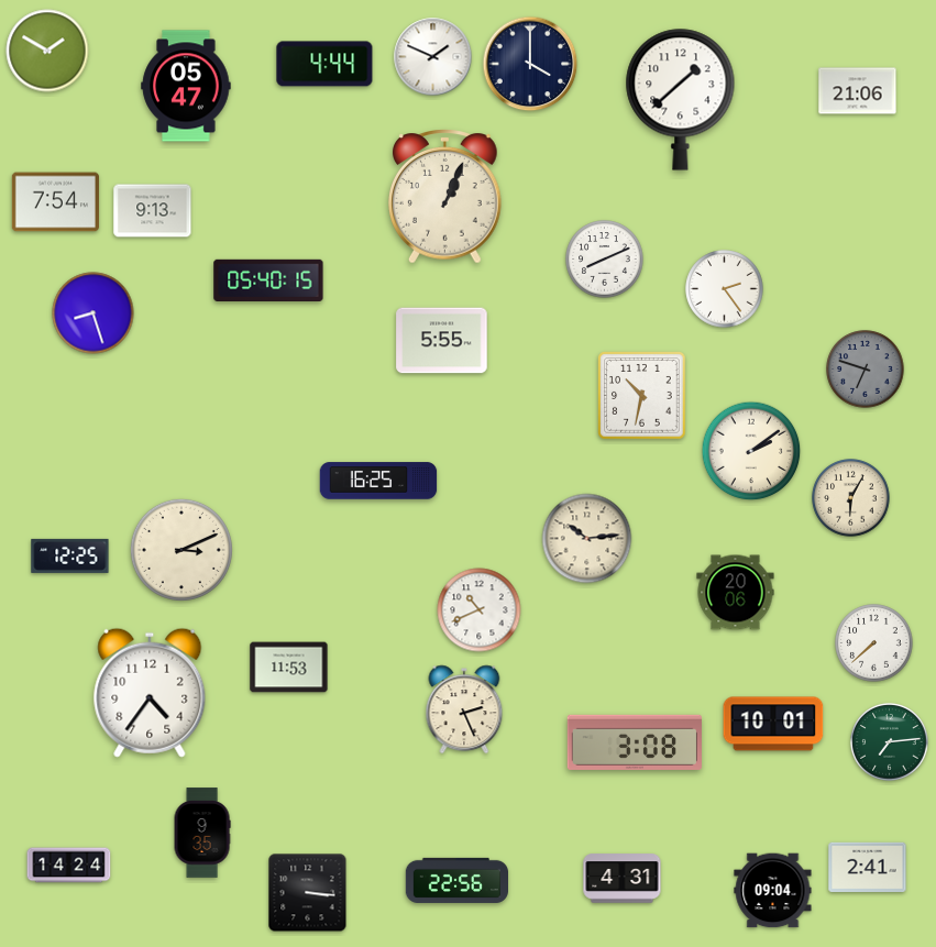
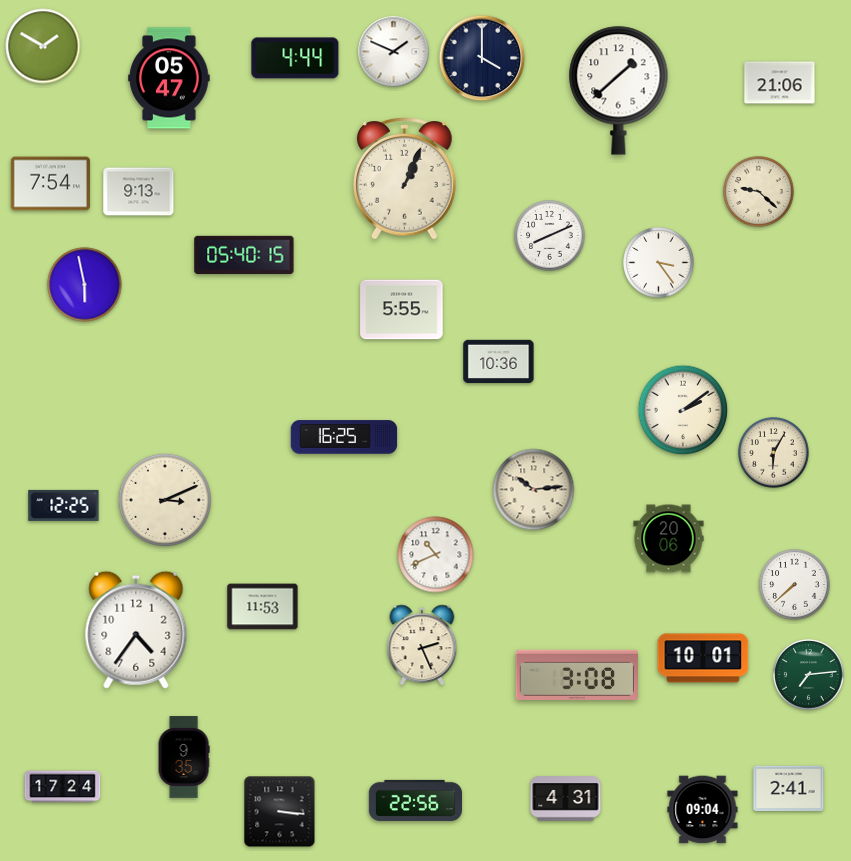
clock at (759, 192): none -> 9:22
clock at (725, 289): 2:24 -> 3:24
clock at (93, 313): 8:27 -> 5:58
clock at (866, 370): 6:48 -> none
clock at (642, 396): 10:32 -> none
clock at (499, 362): none -> 10:36
clock at (69, 866): 14:24 -> 17:24
